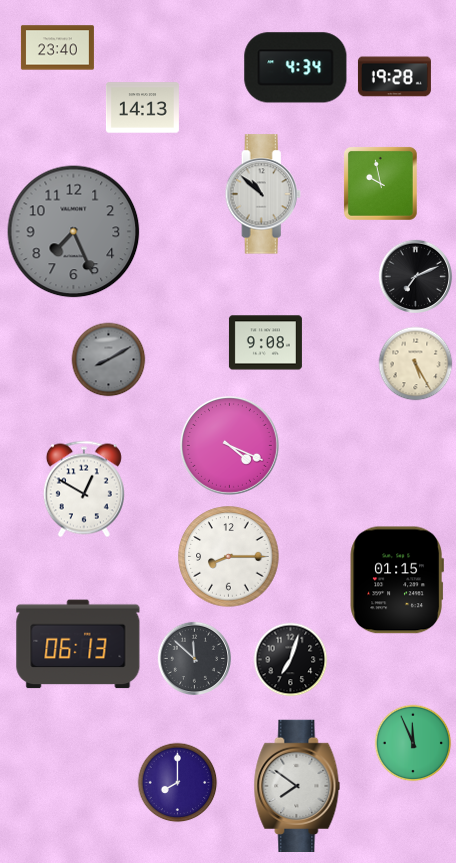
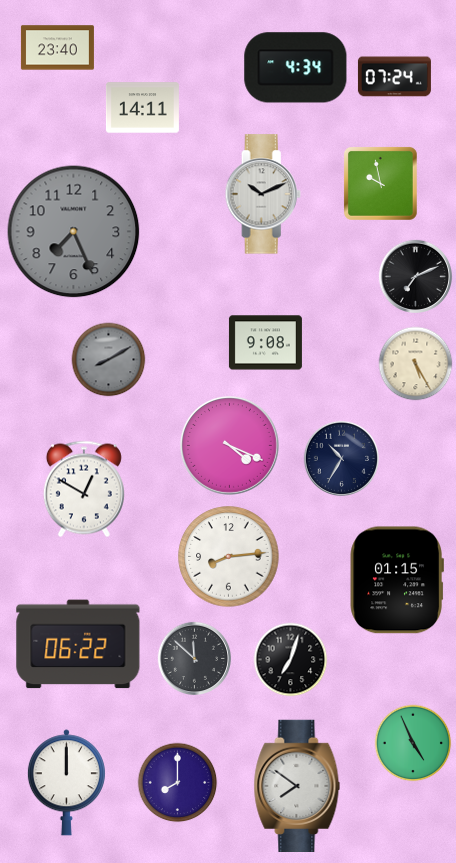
clock at (394, 77): 19:28 -> 07:24
clock at (142, 108): 14:13 -> 14:11
clock at (263, 194): 10:52 -> 10:11
clock at (341, 458): none -> 10:35
clock at (229, 557): 8:15 -> 8:14
clock at (78, 644): 06:13 -> 06:22
clock at (413, 743): 11:56 -> 4:56
clock at (66, 783): none -> 12:00
